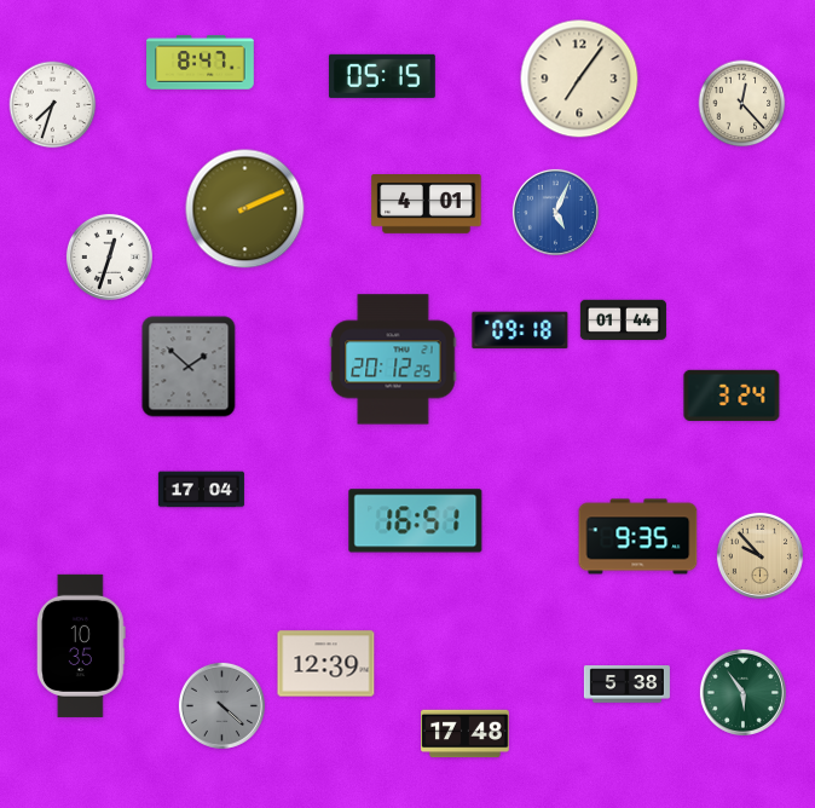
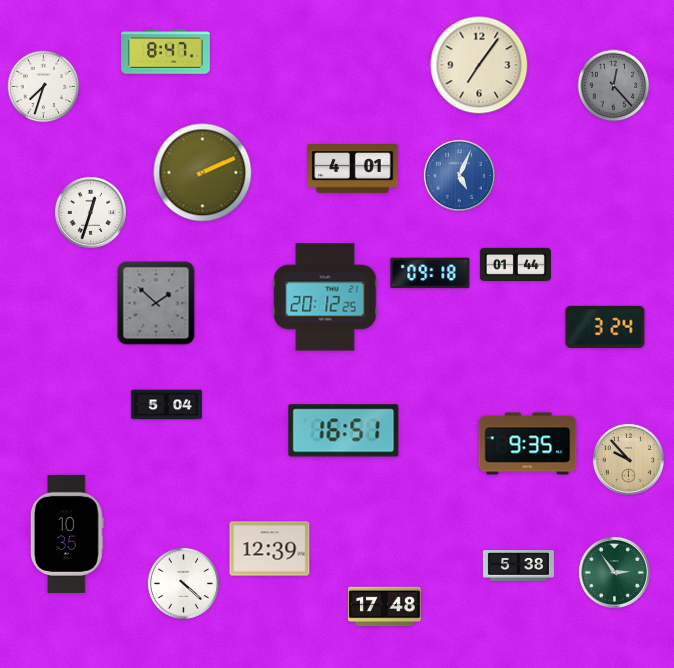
clock at (382, 76): 05:15 -> none
clock at (742, 104) dial: cream -> grey
clock at (201, 490): 17:04 -> 5:04
clock at (742, 692): 5:54 -> 2:54
clock at (221, 705) dial: grey -> white
